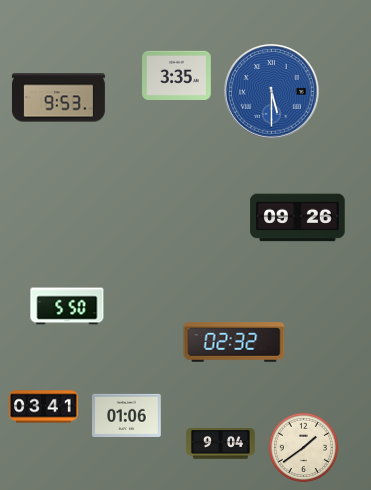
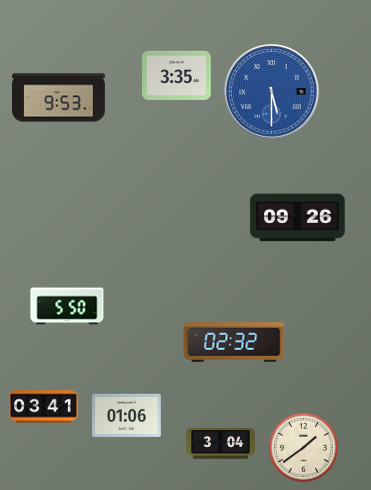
clock at (221, 444): 9:04 -> 3:04
